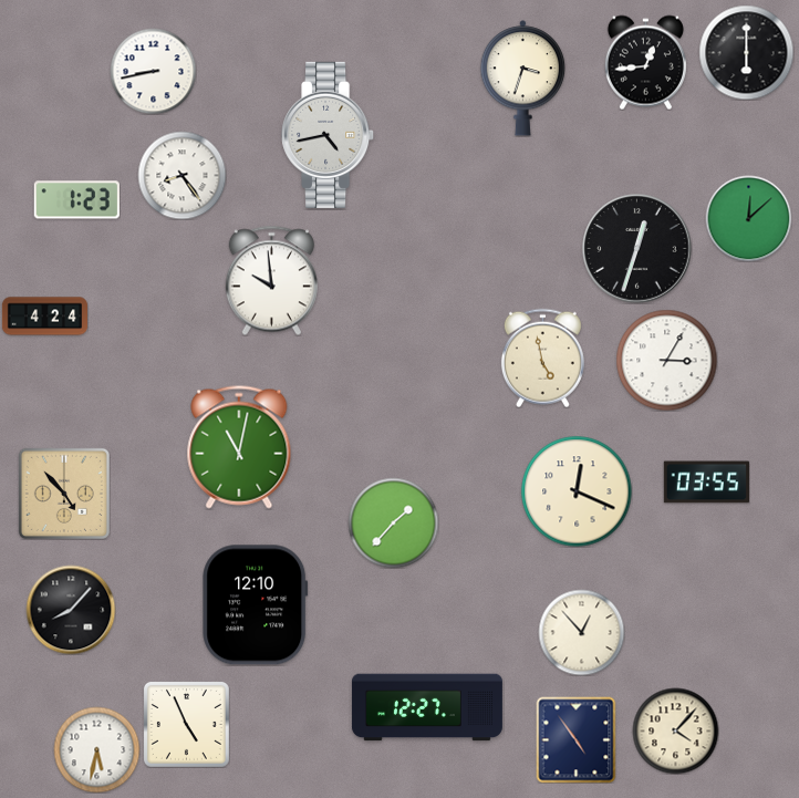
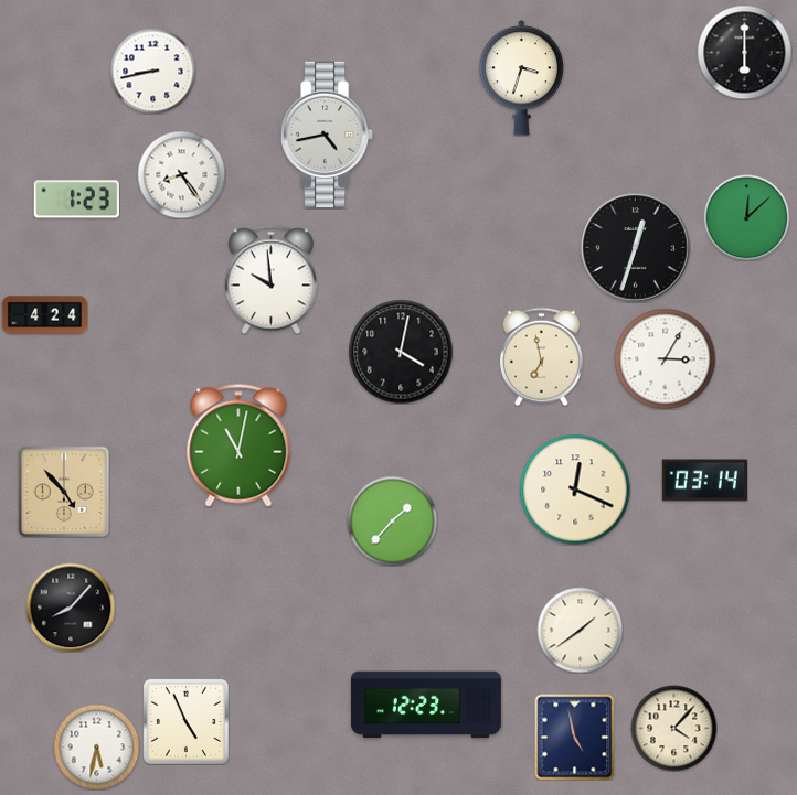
clock at (645, 62): 12:44 -> none
clock at (401, 352): none -> 4:02
clock at (542, 357): 4:58 -> 6:58
clock at (706, 483): 03:55 -> 03:14
clock at (256, 605): 12:10 -> none
clock at (581, 632): 12:53 -> 1:39
clock at (427, 707): 12:27 -> 12:23
clock at (577, 739): 4:54 -> 4:58
